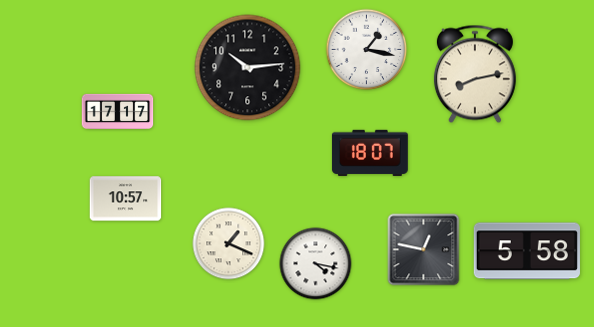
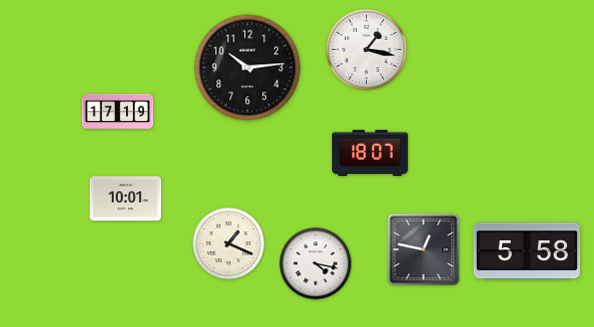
clock at (475, 74): 8:13 -> none
clock at (118, 111): 17:17 -> 17:19
clock at (126, 199): 10:57 -> 10:01
